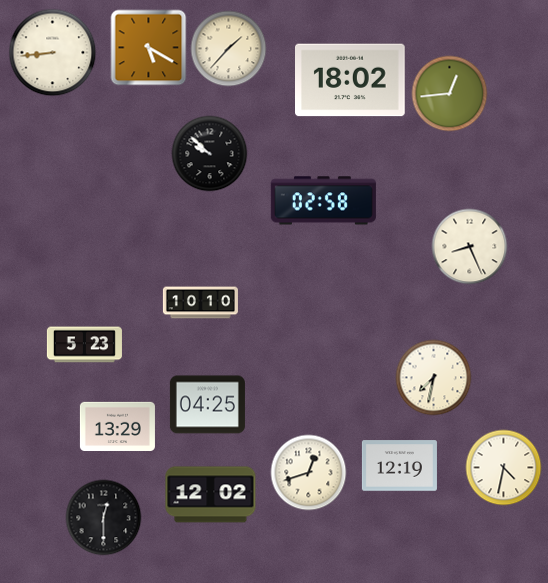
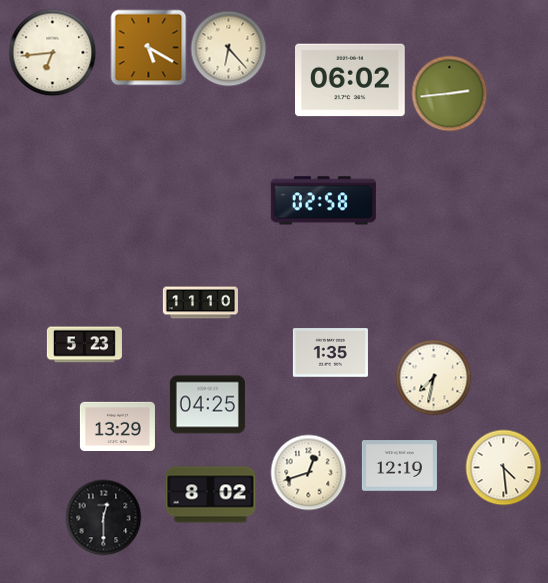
clock at (229, 49): 1:37 -> 6:23
clock at (53, 53): 8:44 -> 6:44
clock at (351, 80): 18:02 -> 06:02
clock at (450, 94): 12:44 -> 2:44
clock at (210, 154): 9:52 -> none
clock at (470, 247): 8:26 -> none
clock at (200, 303): 10:10 -> 11:10
clock at (330, 353): none -> 1:35
clock at (504, 468): 4:32 -> 4:29
clock at (211, 495): 12:02 -> 8:02
